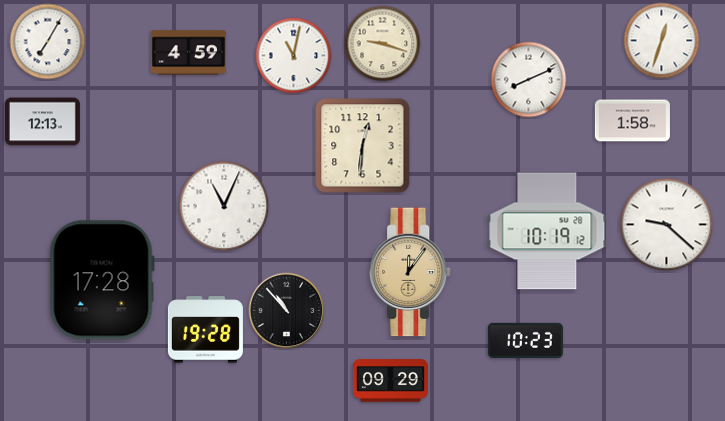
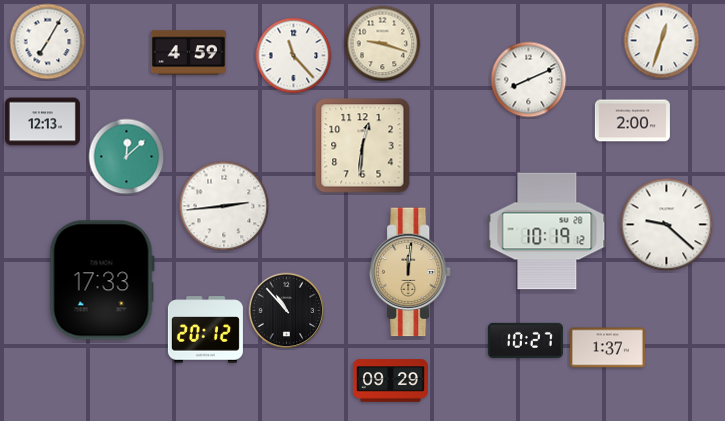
clock at (294, 56): 11:02 -> 11:23
clock at (632, 121): 1:58 -> 2:00
clock at (127, 157): none -> 12:08
clock at (224, 206): 11:04 -> 2:44
clock at (410, 272): 12:06 -> 12:01
clock at (102, 280): 17:28 -> 17:33
clock at (205, 330): 19:28 -> 20:12
clock at (525, 340): 10:23 -> 10:27
clock at (607, 348): none -> 1:37
